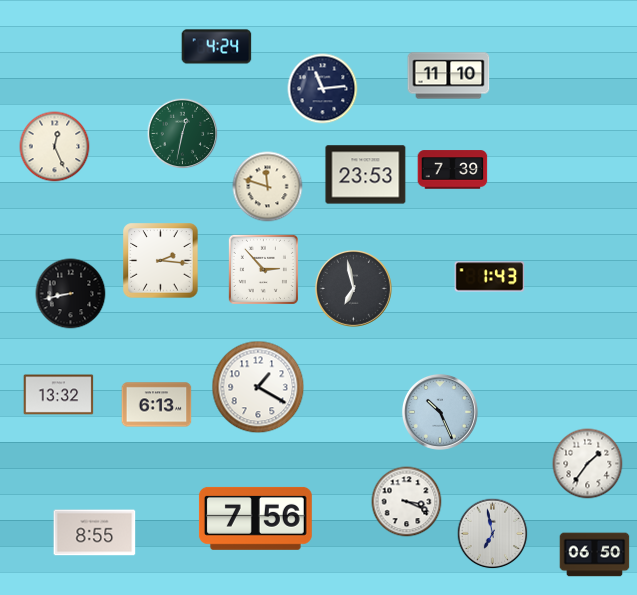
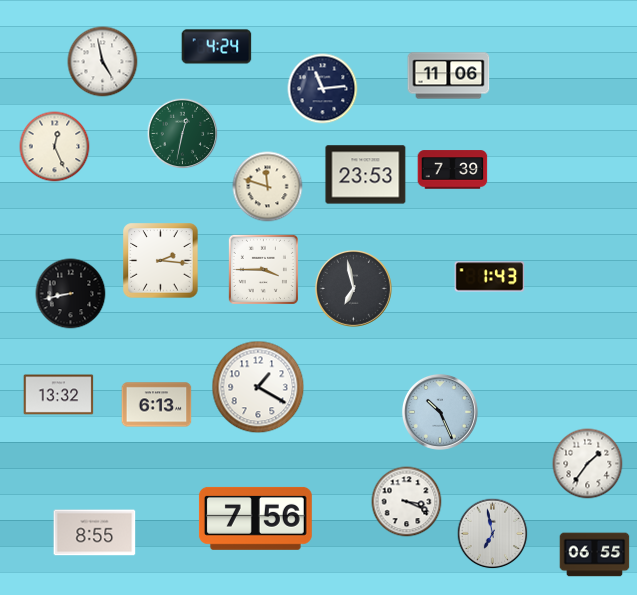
clock at (103, 62): none -> 4:58
clock at (449, 76): 11:10 -> 11:06
clock at (263, 269): 2:53 -> 3:45
clock at (595, 555): 06:50 -> 06:55
